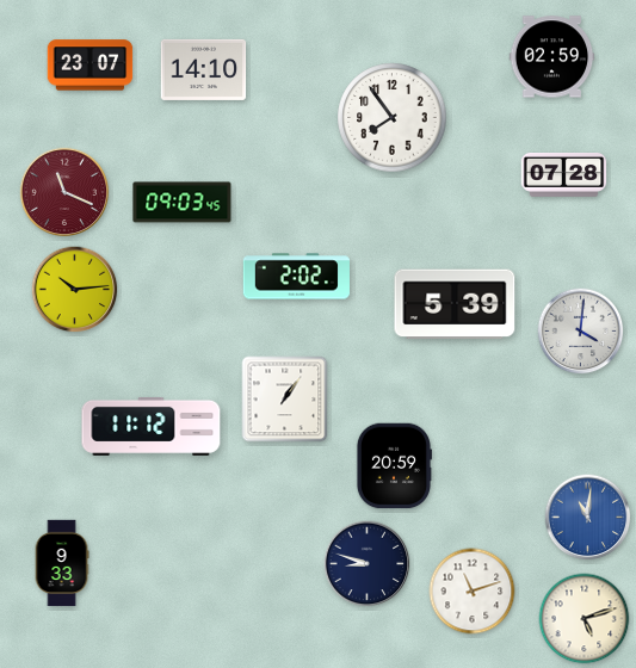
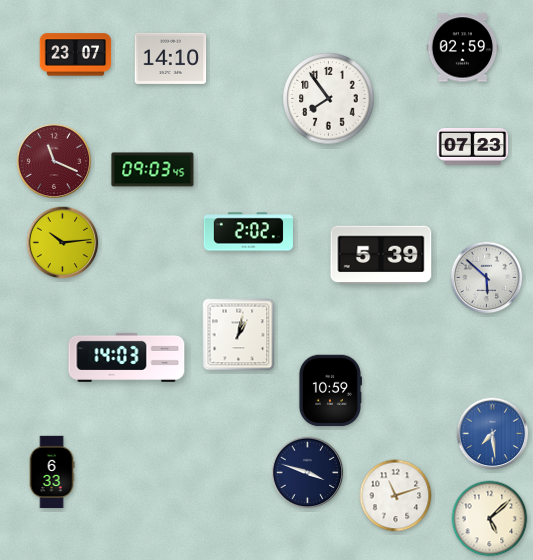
clock at (564, 175): 07:28 -> 07:23
clock at (581, 332): 4:01 -> 5:52
clock at (285, 400): 1:06 -> 1:02
clock at (152, 426): 11:12 -> 14:03
clock at (394, 466): 20:59 -> 10:59
clock at (588, 518): 11:01 -> 7:29
clock at (62, 563): 9:33 -> 6:33
clock at (368, 564): 8:48 -> 3:48
clock at (585, 619): 5:12 -> 5:08
